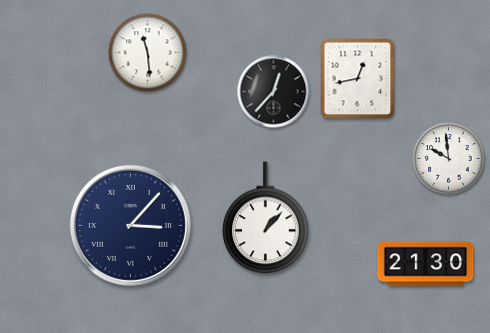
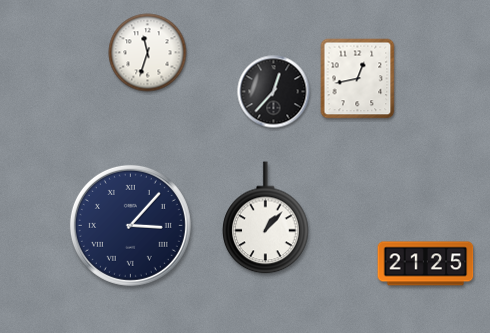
clock at (148, 53): 11:29 -> 11:33
clock at (449, 159): 9:59 -> none
clock at (426, 264): 21:30 -> 21:25
